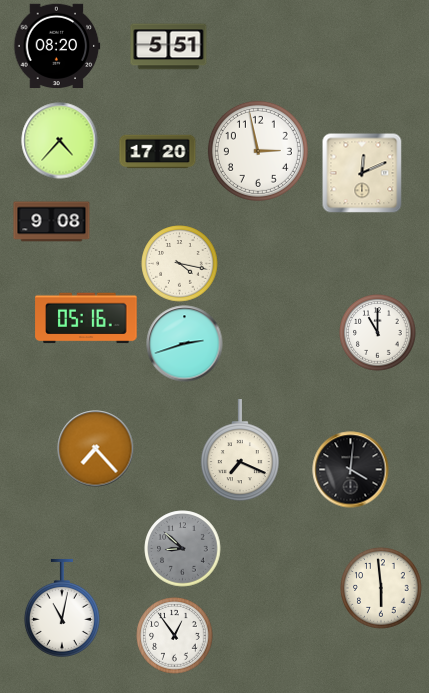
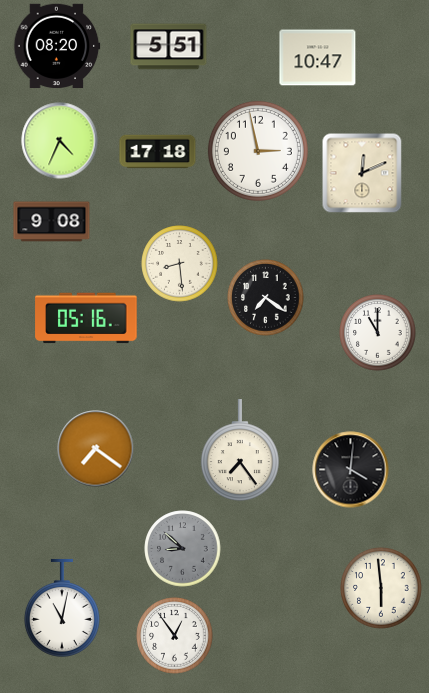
clock at (318, 58): none -> 10:47
clock at (60, 141): 4:37 -> 4:34
clock at (158, 152): 17:20 -> 17:18
clock at (180, 264): 4:17 -> 8:29
clock at (266, 298): none -> 7:21
clock at (185, 344): 2:42 -> none
clock at (96, 449): 7:23 -> 7:21
clock at (240, 451): 7:19 -> 7:24
